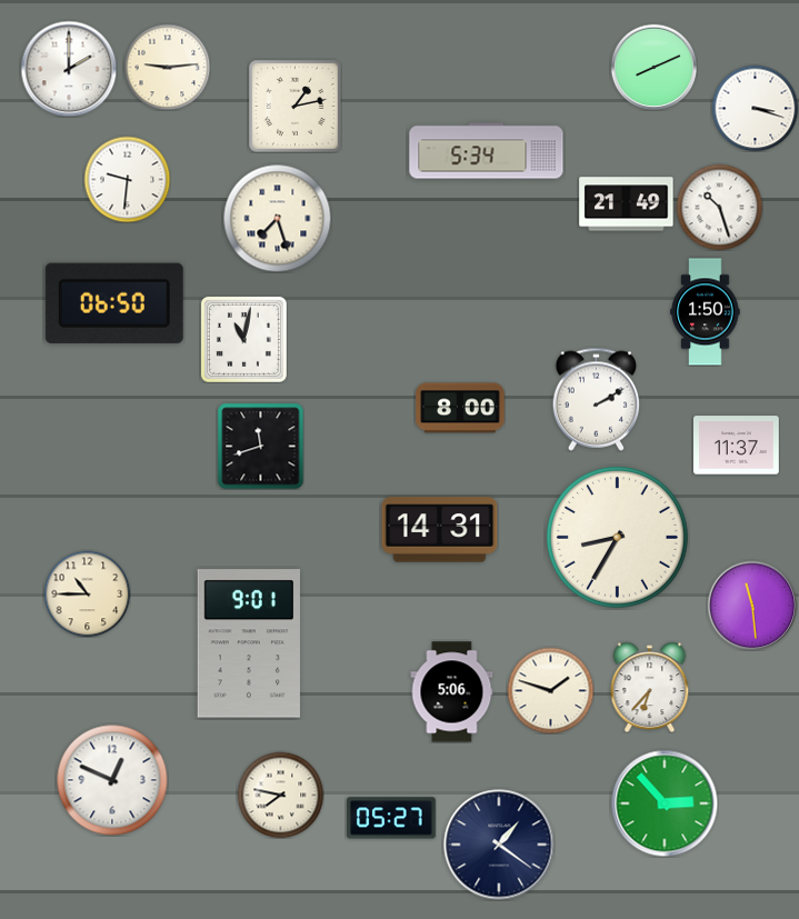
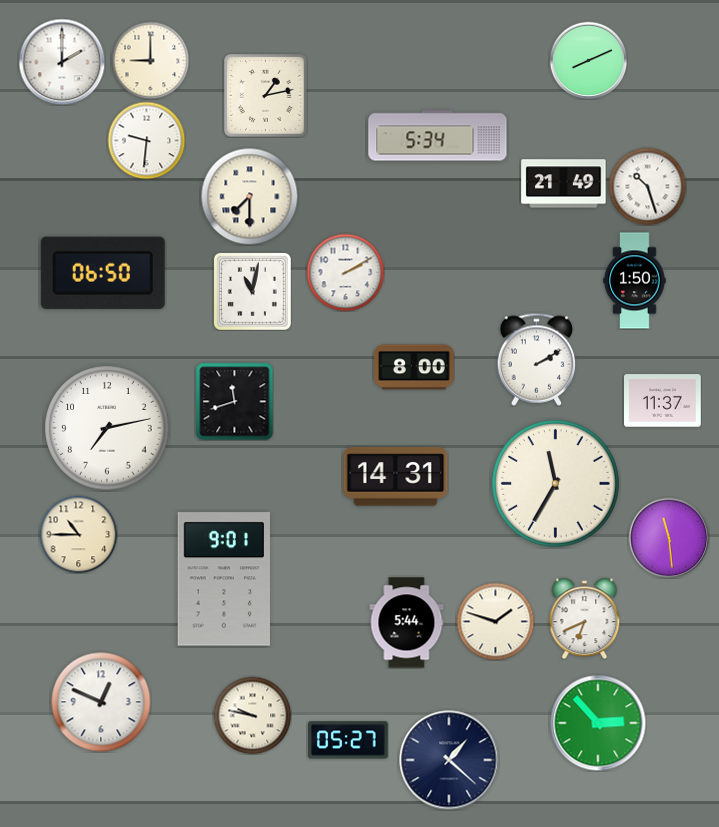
clock at (167, 67): 9:14 -> 9:00
clock at (755, 108): 3:18 -> none
clock at (127, 179) position: (127, 179) -> (146, 140)
clock at (277, 218): 7:27 -> 7:30
clock at (345, 272): none -> 2:10
clock at (243, 339) position: (243, 339) -> (252, 291)
clock at (107, 428): none -> 7:13
clock at (618, 538): 8:35 -> 11:35
clock at (752, 606) position: (752, 606) -> (669, 538)
clock at (650, 687): 6:37 -> 6:41
clock at (452, 692): 5:06 -> 5:44
clock at (280, 795): 7:47 -> 9:47
clock at (391, 818) position: (391, 818) -> (348, 740)
clock at (499, 845): 1:21 -> 1:22
